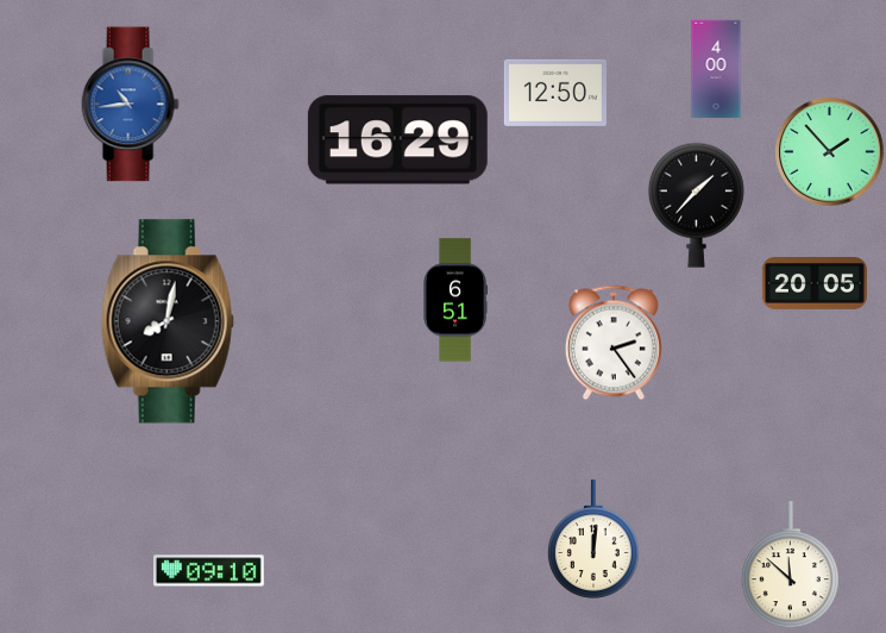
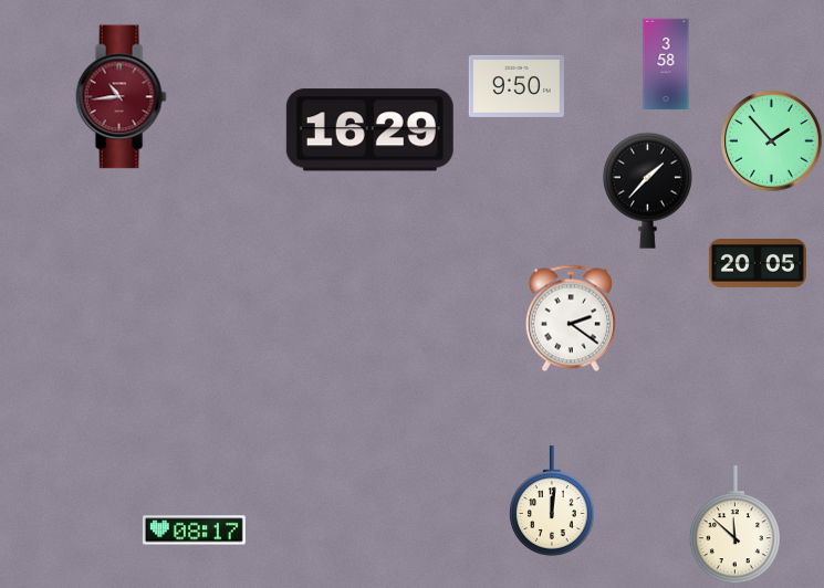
clock at (716, 69): 4:00 -> 3:58
clock at (555, 93): 12:50 -> 9:50
clock at (130, 105) dial: blue -> burgundy
clock at (454, 300): 6:51 -> none
clock at (168, 321): 8:02 -> none
clock at (614, 343): 2:24 -> 2:21
clock at (208, 571): 09:10 -> 08:17
